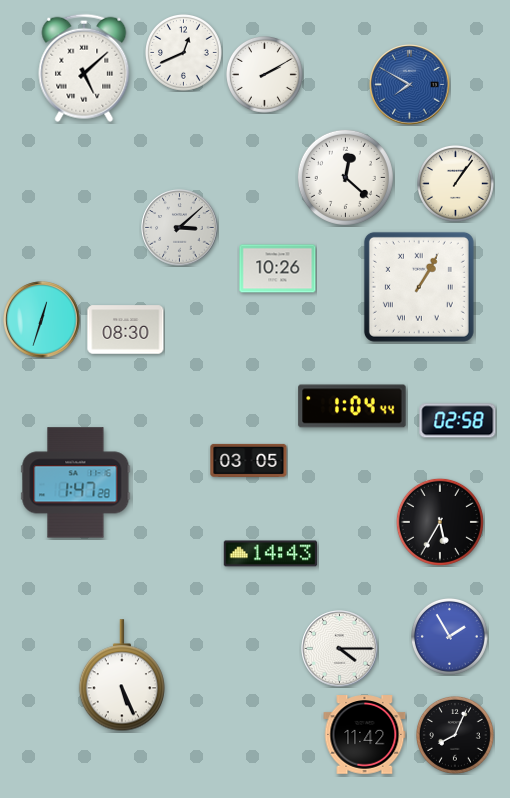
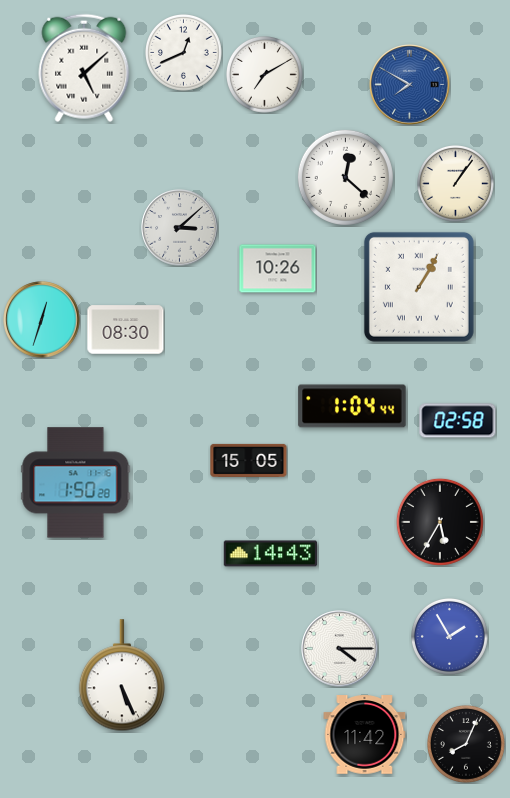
clock at (265, 75): 2:10 -> 7:10
clock at (249, 460): 03:05 -> 15:05
clock at (76, 483): 1:47 -> 1:50
clock at (455, 735) position: (455, 735) -> (466, 744)
